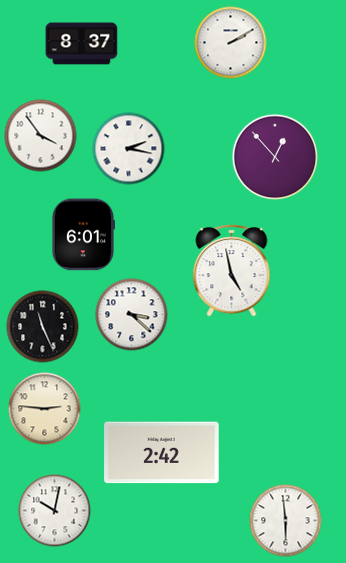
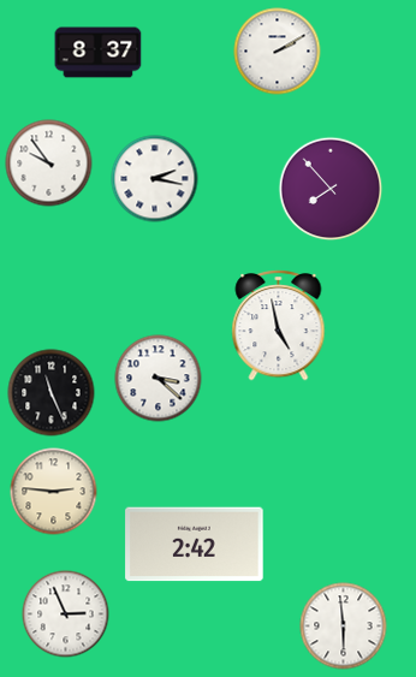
clock at (41, 136): 3:54 -> 9:54
clock at (275, 157): 12:53 -> 7:53
clock at (82, 235): 6:01 -> none
clock at (55, 511): 10:02 -> 2:56
